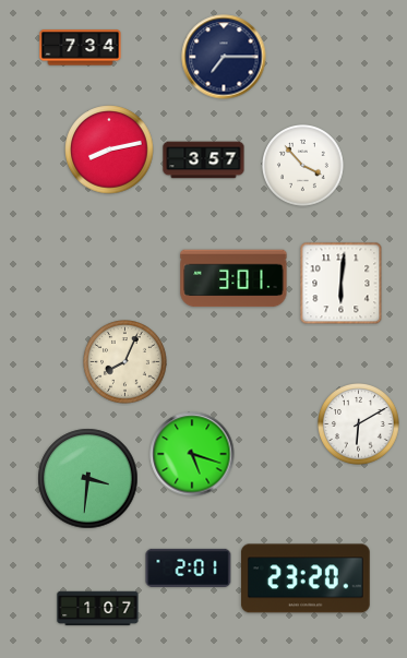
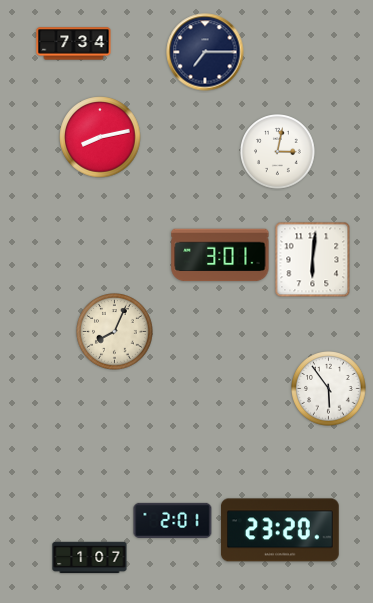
clock at (204, 160): 3:57 -> none
clock at (303, 166): 3:53 -> 3:02
clock at (234, 278) position: (234, 278) -> (220, 255)
clock at (359, 424): 6:10 -> 5:54
clock at (192, 454): 5:18 -> none
clock at (88, 479): 3:31 -> none
